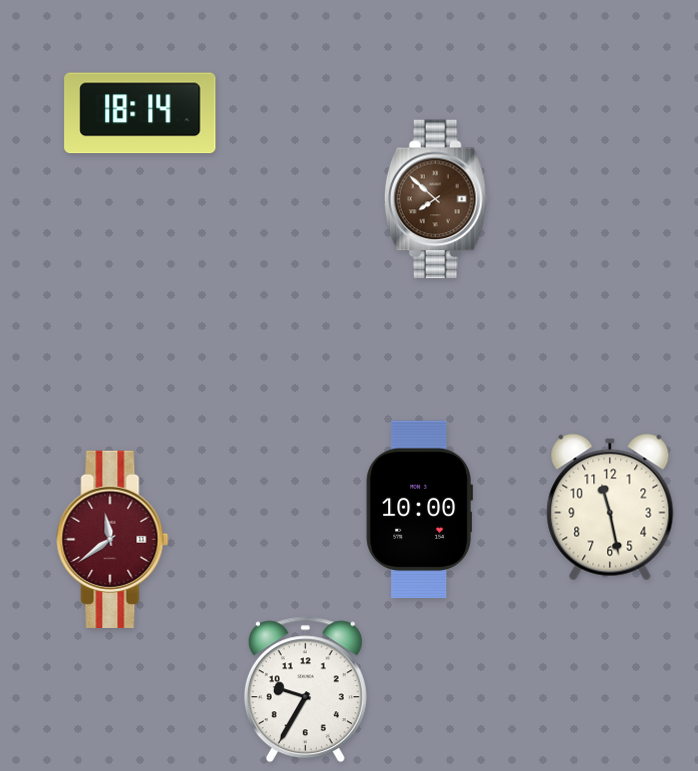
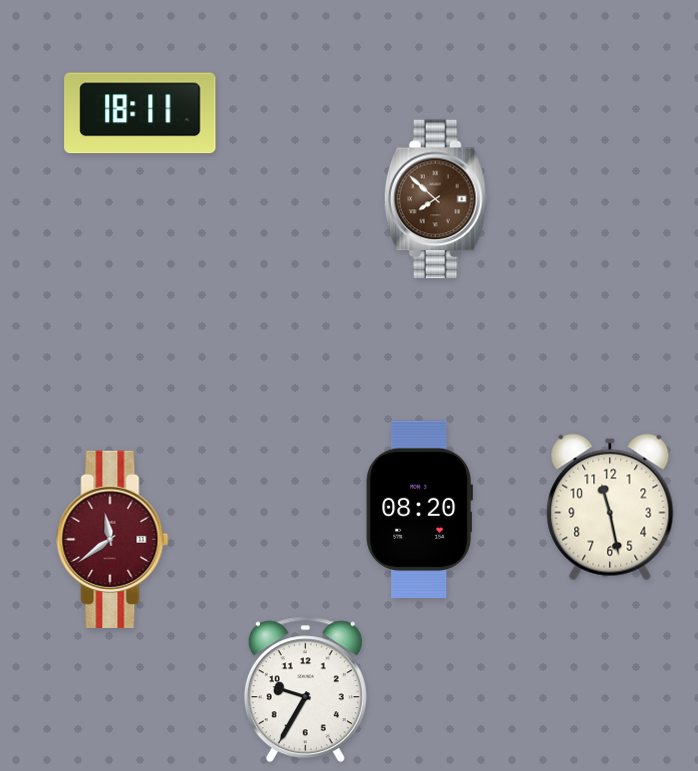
clock at (140, 113): 18:14 -> 18:11
clock at (419, 510): 10:00 -> 08:20
